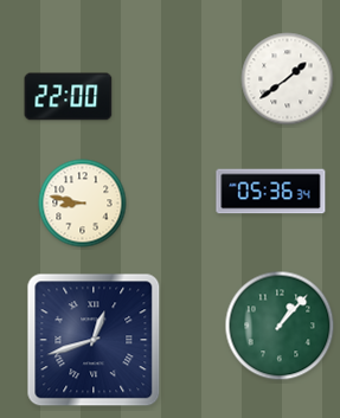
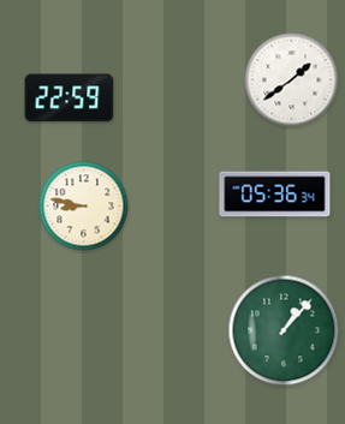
clock at (69, 97): 22:00 -> 22:59
clock at (94, 340): 12:42 -> none
